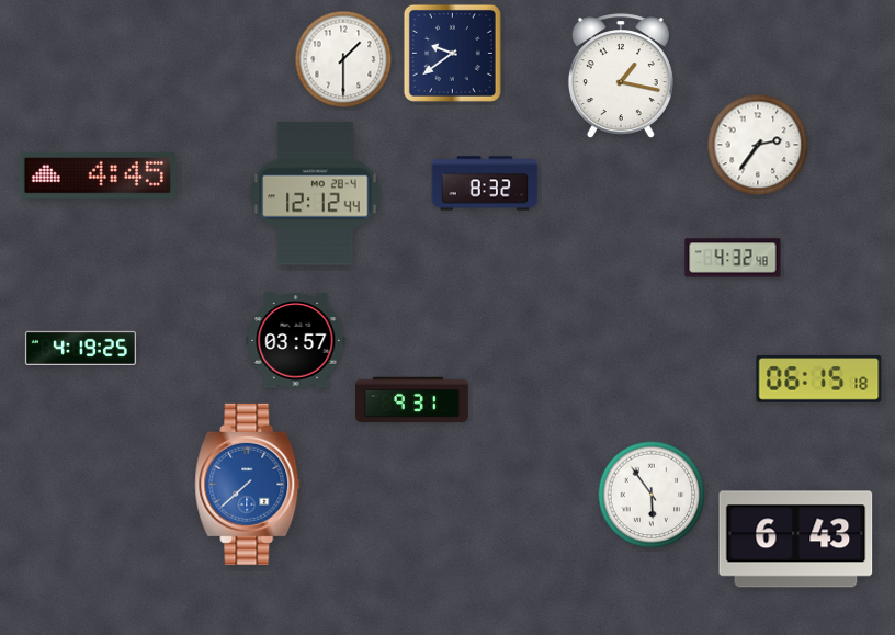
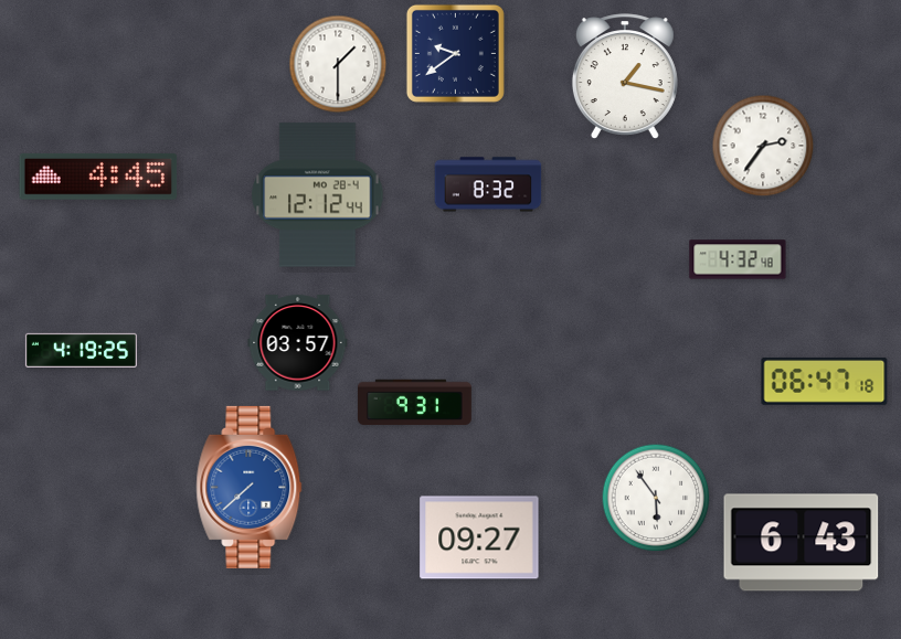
clock at (343, 59) position: (343, 59) -> (338, 64)
clock at (819, 378): 06:15 -> 06:47
clock at (479, 537): none -> 09:27
